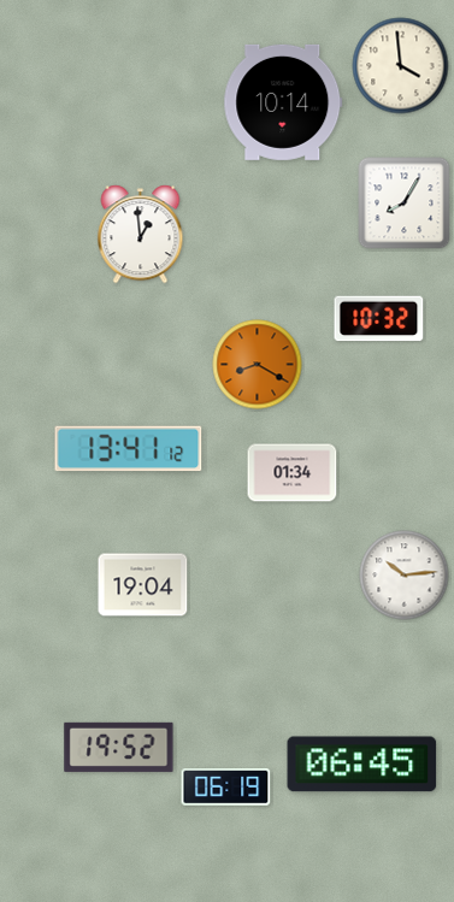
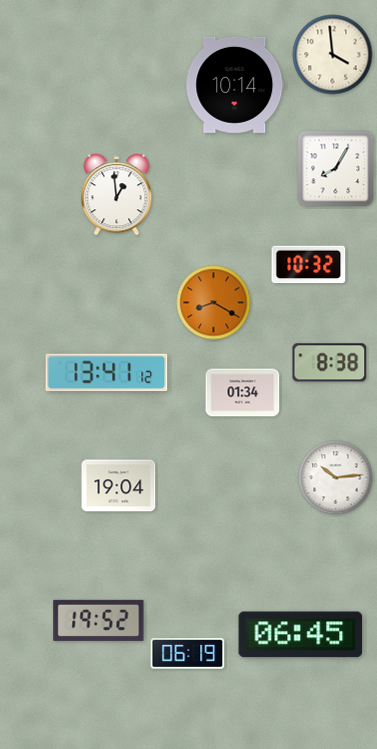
clock at (379, 319) position: (379, 319) -> (309, 265)
clock at (330, 363): none -> 8:38
